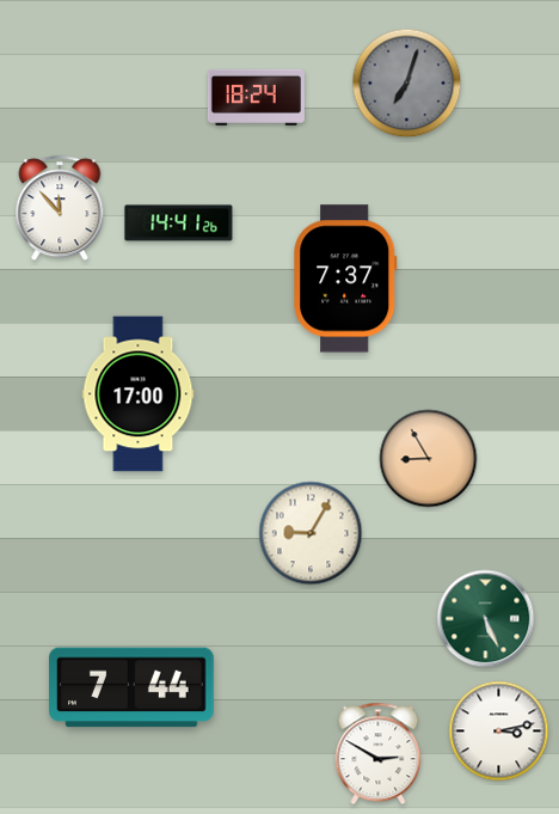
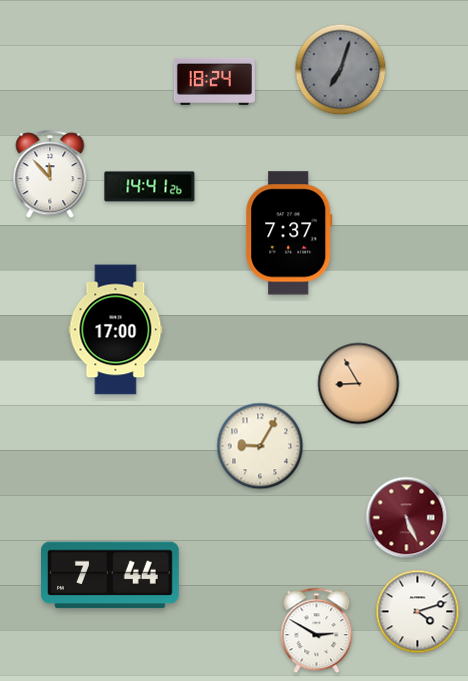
clock at (486, 619) dial: green -> burgundy
clock at (499, 732): 3:13 -> 4:12
